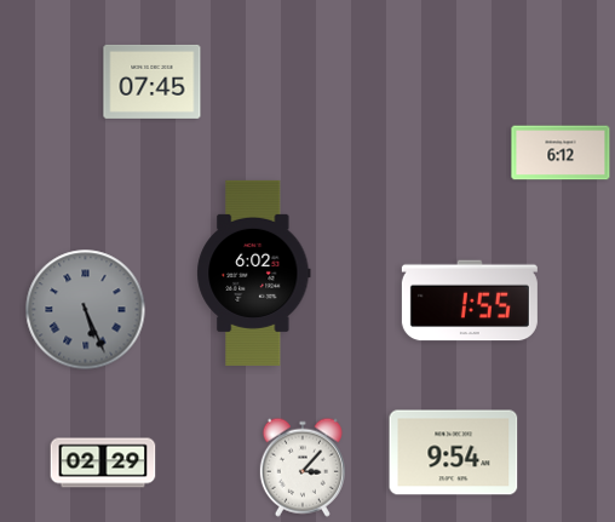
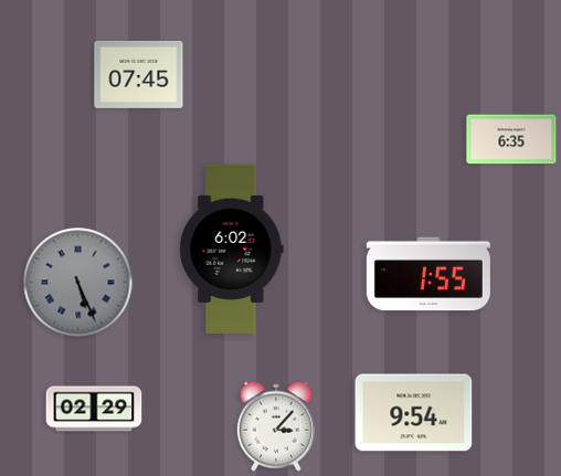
clock at (561, 153): 6:12 -> 6:35
clock at (103, 463) position: (103, 463) -> (94, 409)
